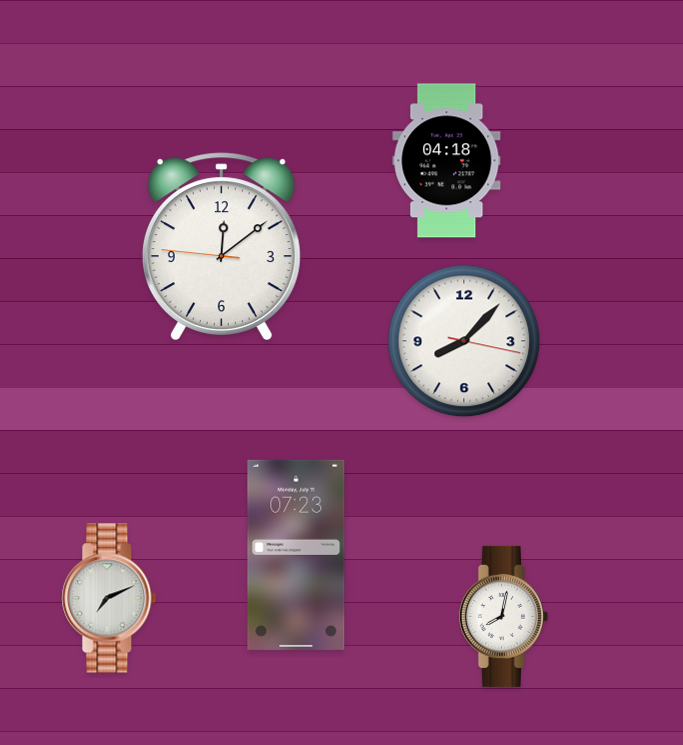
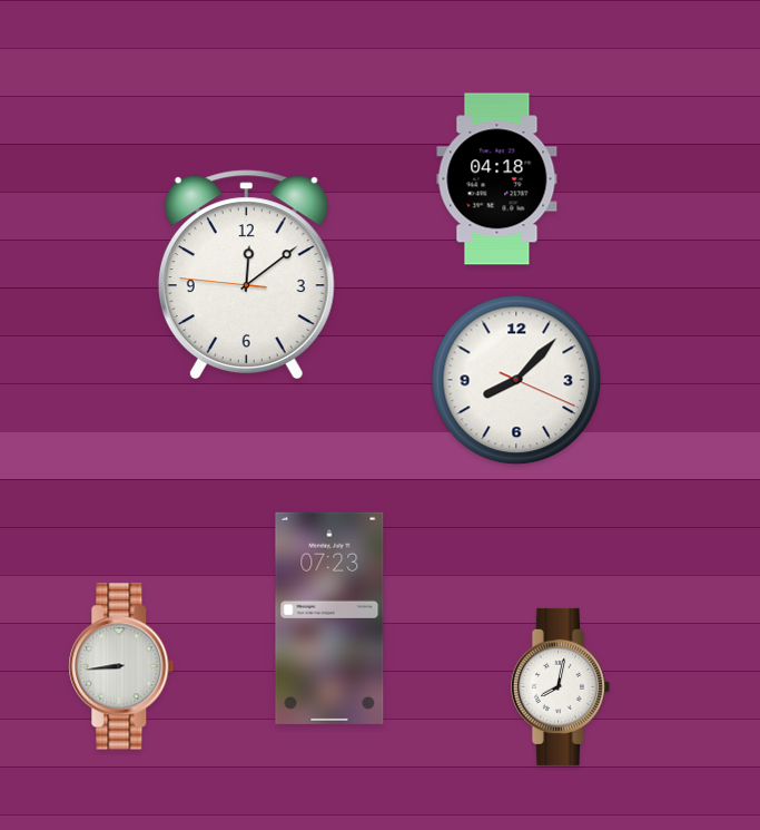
clock at (464, 341): 8:07:17 -> 8:07:19
clock at (109, 598): 7:11 -> 8:44
